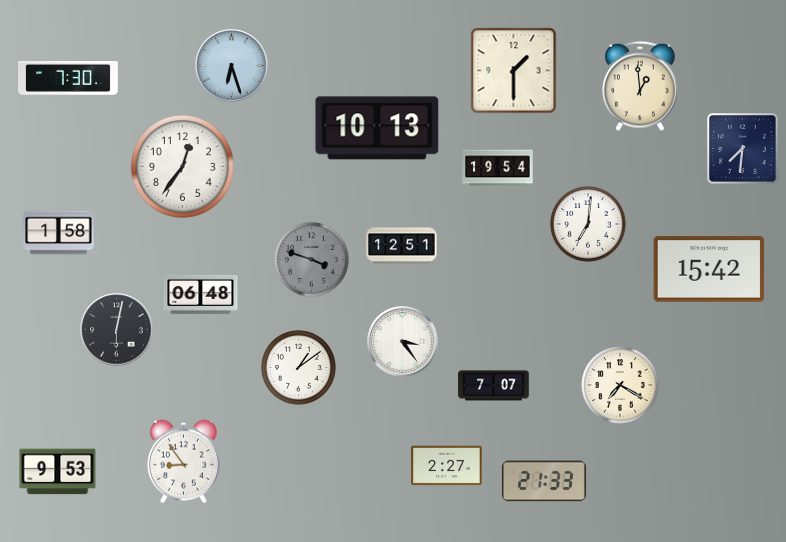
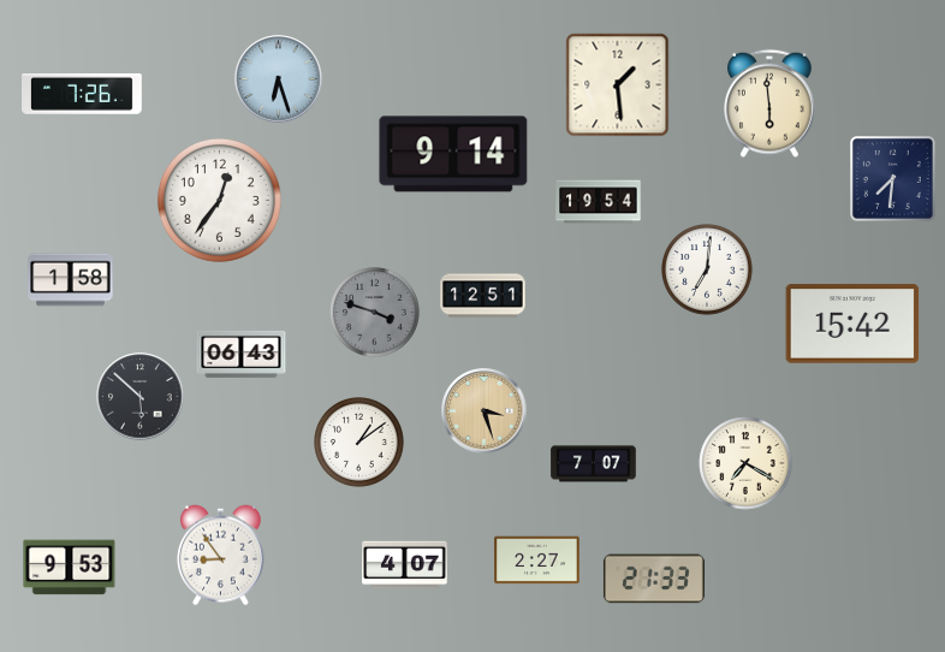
clock at (514, 71): 1:30 -> 1:29
clock at (69, 78): 7:30 -> 7:26
clock at (641, 86): 12:59 -> 5:59
clock at (377, 128): 10:13 -> 9:14
clock at (201, 294): 06:48 -> 06:43
clock at (117, 330): 6:02 -> 5:52
clock at (403, 342): 3:24 -> 3:27
clock at (403, 342) dial: white -> champagne
clock at (405, 565): none -> 4:07
